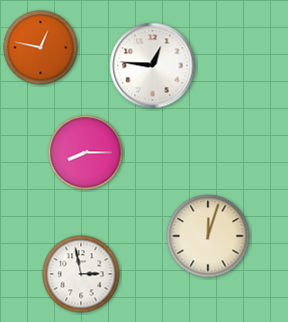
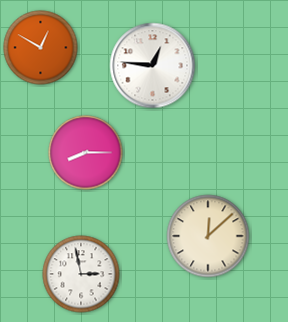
clock at (41, 48): 12:47 -> 12:50
clock at (208, 236): 12:03 -> 12:08
